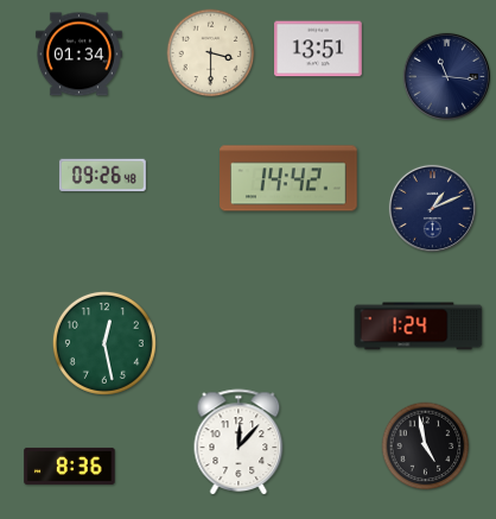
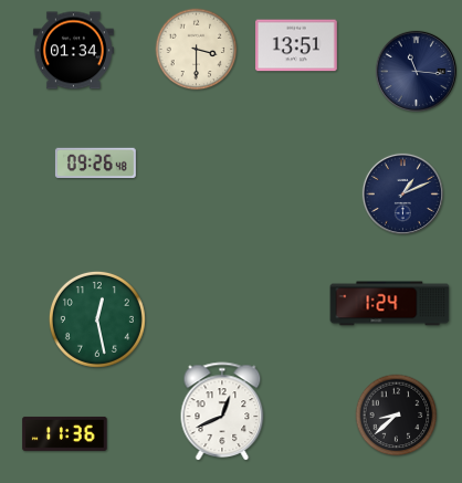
clock at (288, 178): 14:42 -> none
clock at (239, 442): 12:07 -> 12:41
clock at (426, 447): 4:58 -> 8:38
clock at (70, 466): 8:36 -> 11:36
